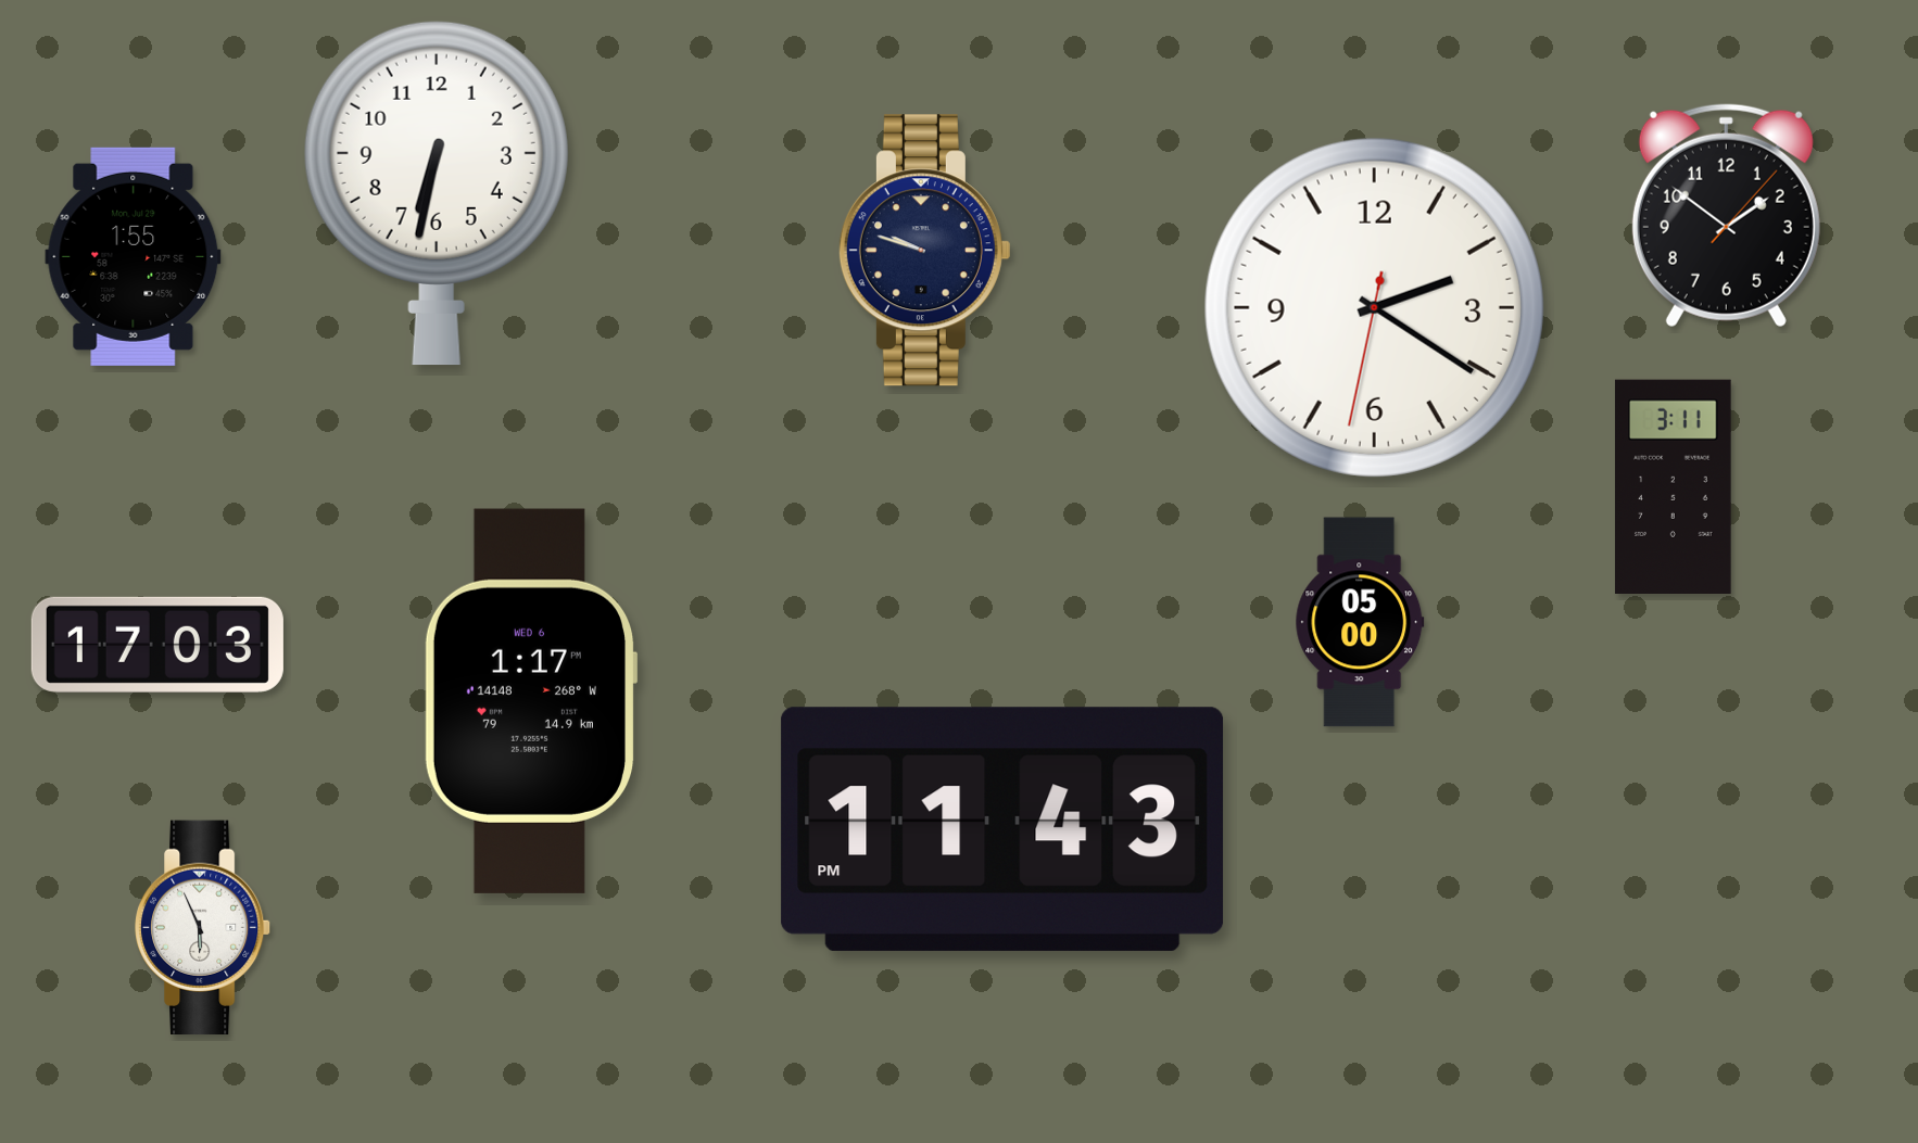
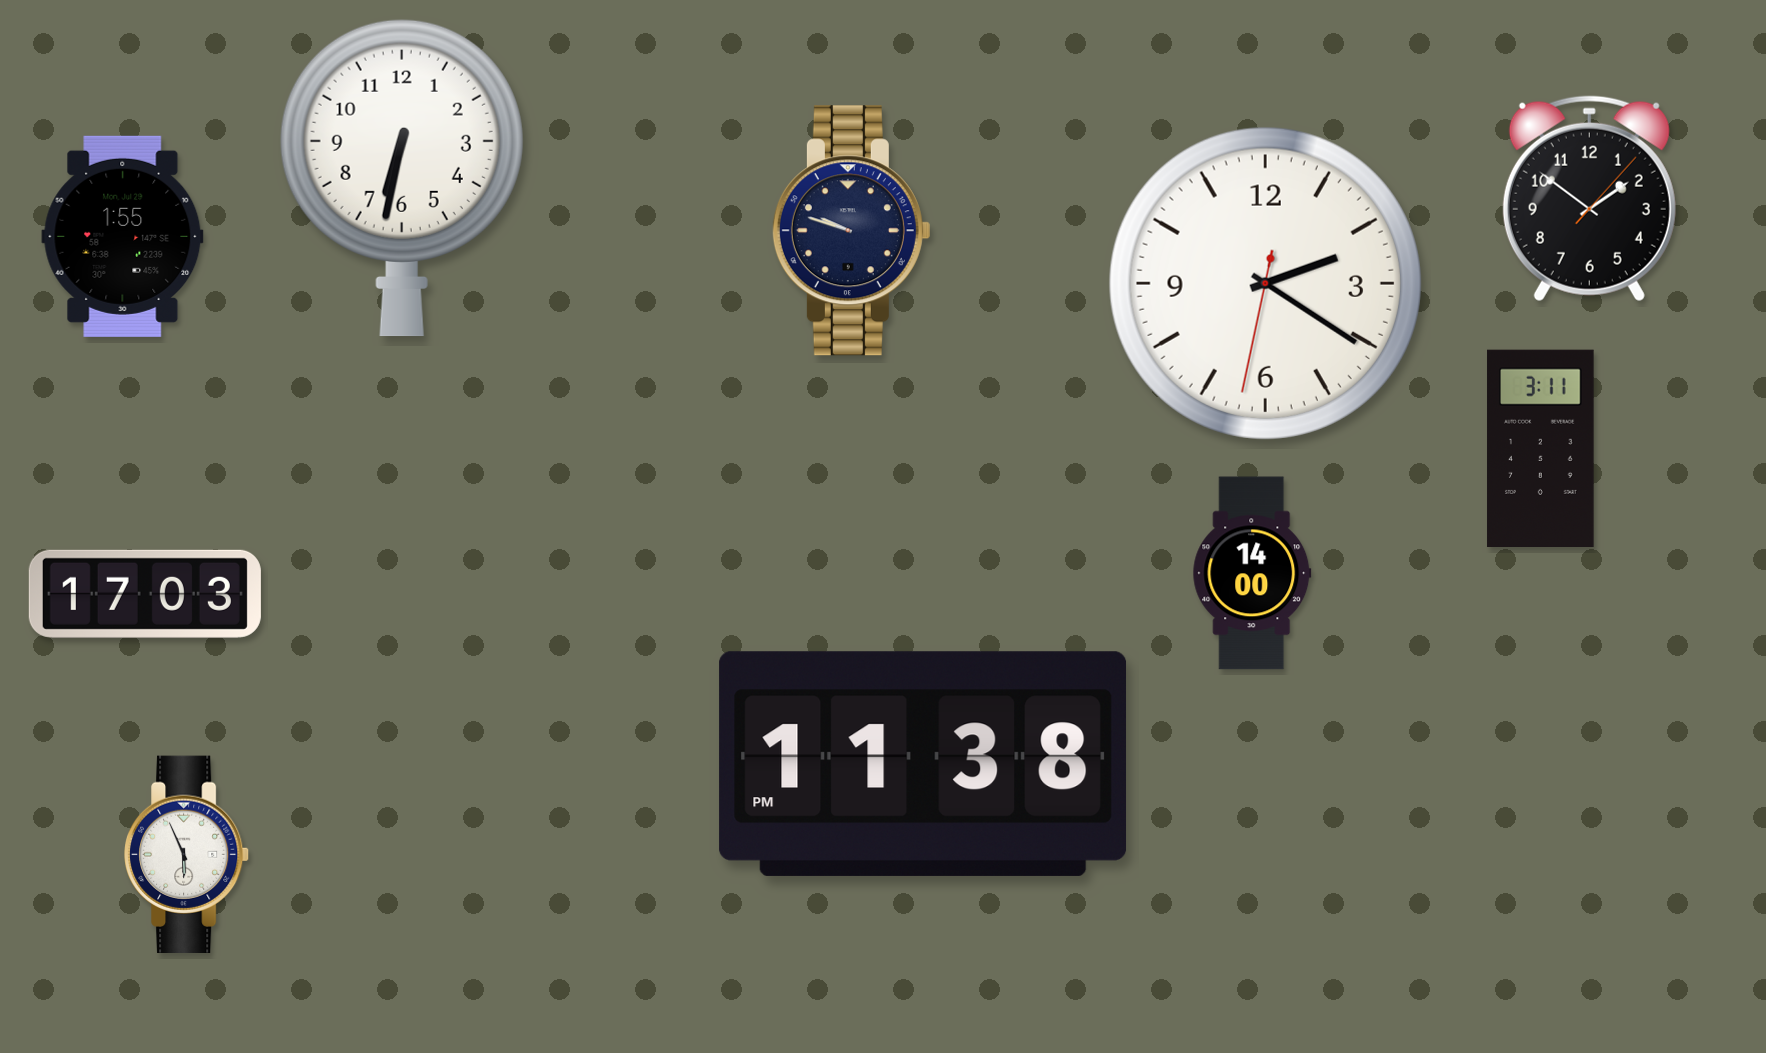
clock at (1360, 622): 05:00 -> 14:00
clock at (531, 701): 1:17 -> none
clock at (1002, 829): 11:43 -> 11:38
